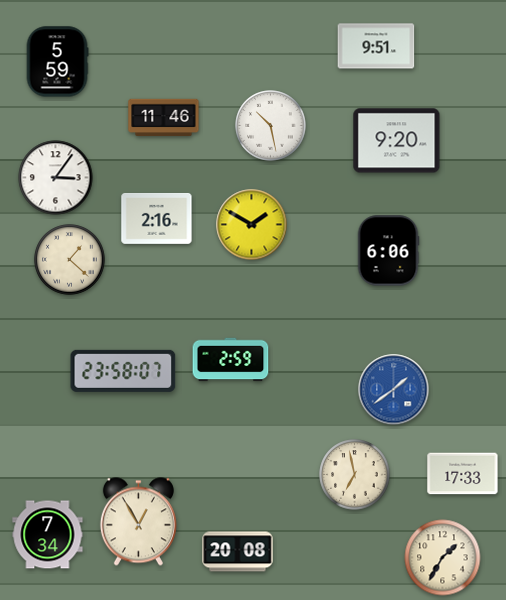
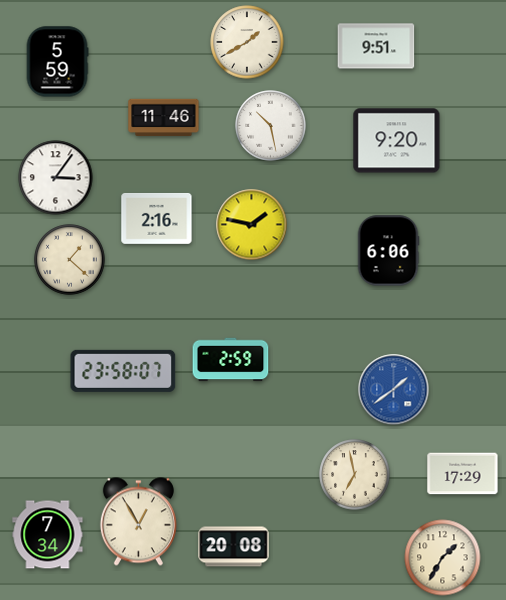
clock at (247, 42): none -> 1:40
clock at (252, 225): 1:50 -> 1:47
clock at (463, 474): 17:33 -> 17:29
clock at (238, 552) position: (238, 552) -> (234, 547)
